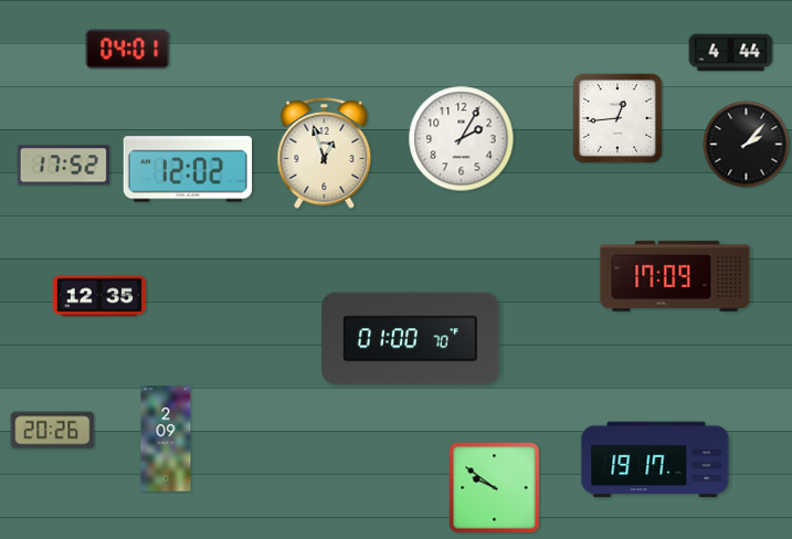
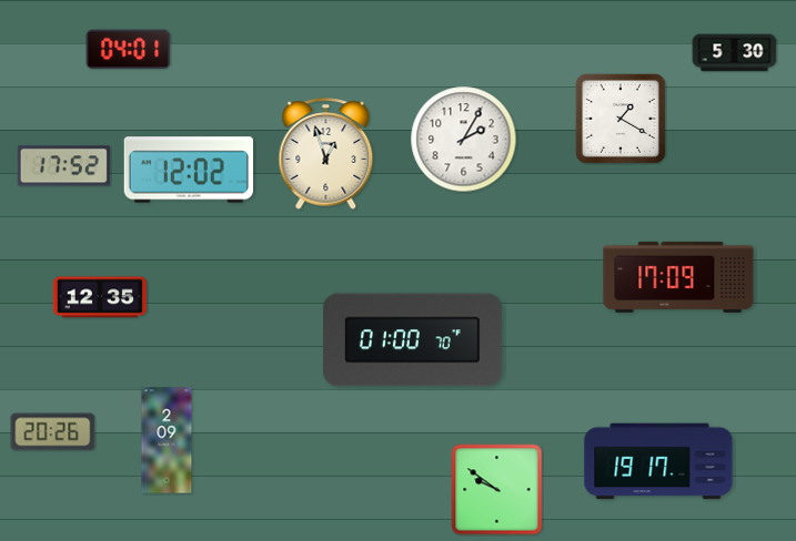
clock at (731, 53): 4:44 -> 5:30
clock at (617, 118): 12:44 -> 1:20
clock at (747, 145): 2:07 -> none
